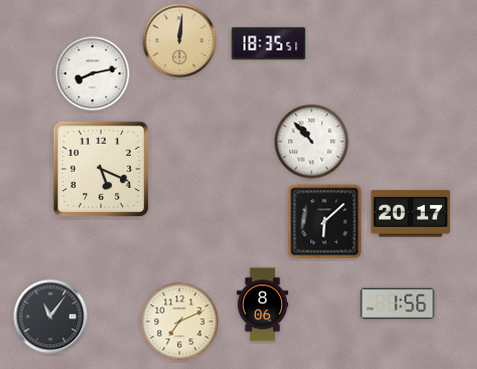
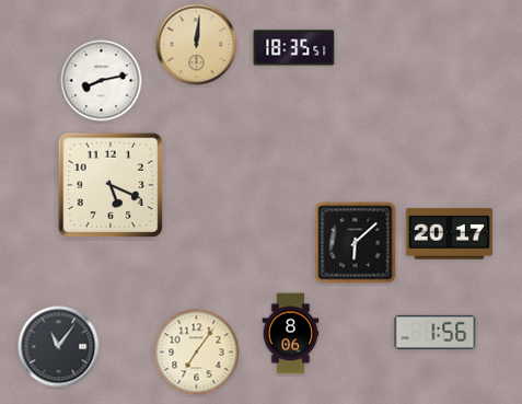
clock at (312, 142): 10:53 -> none
clock at (263, 305) position: (263, 305) -> (291, 334)
clock at (51, 317) position: (51, 317) -> (59, 347)
clock at (180, 322): 7:11 -> 7:06
